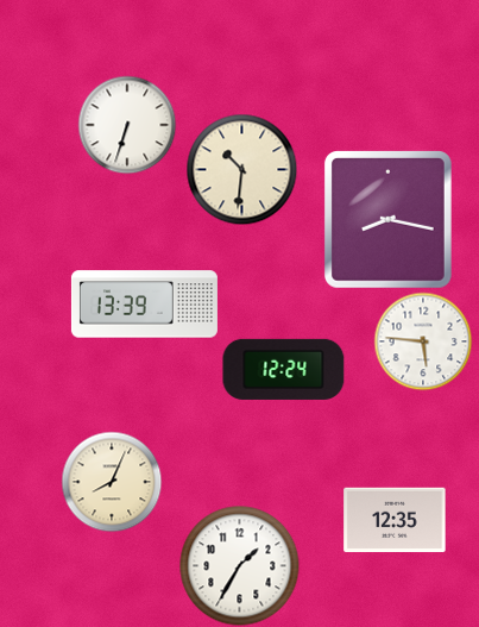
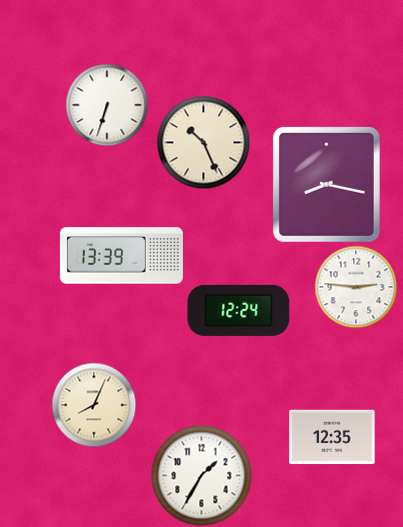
clock at (241, 169): 10:31 -> 10:26
clock at (423, 341): 5:46 -> 2:46
